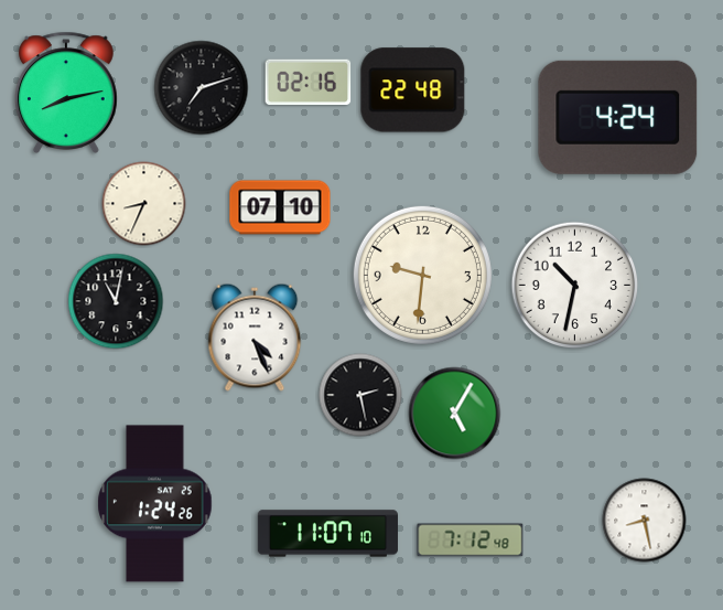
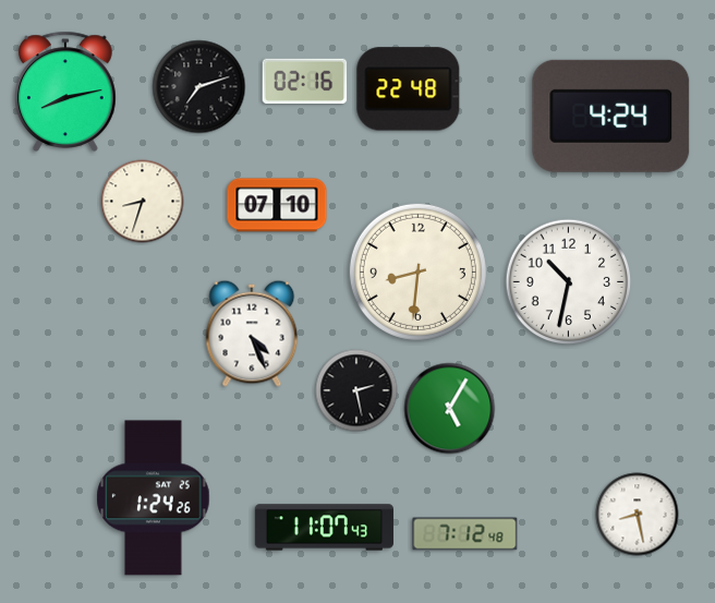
clock at (144, 204): 8:34 -> 8:33
clock at (422, 275): 9:31 -> 8:31
clock at (116, 301): 11:02 -> none
clock at (327, 534): 11:07:10 -> 11:07:43
